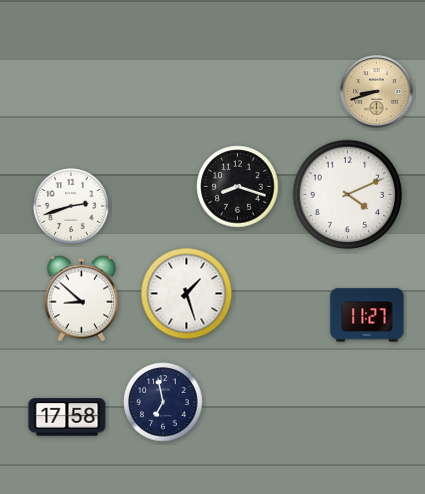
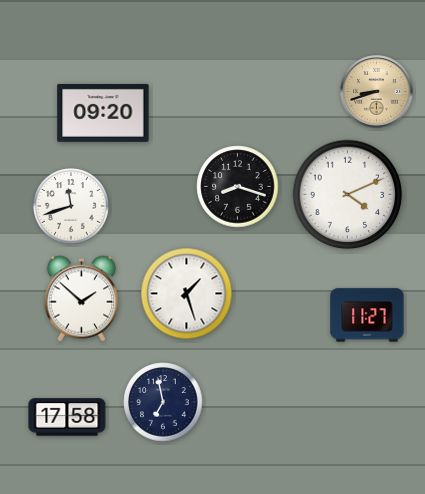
clock at (103, 113): none -> 09:20
clock at (72, 207): 2:42 -> 11:42
clock at (82, 299): 8:52 -> 1:52
